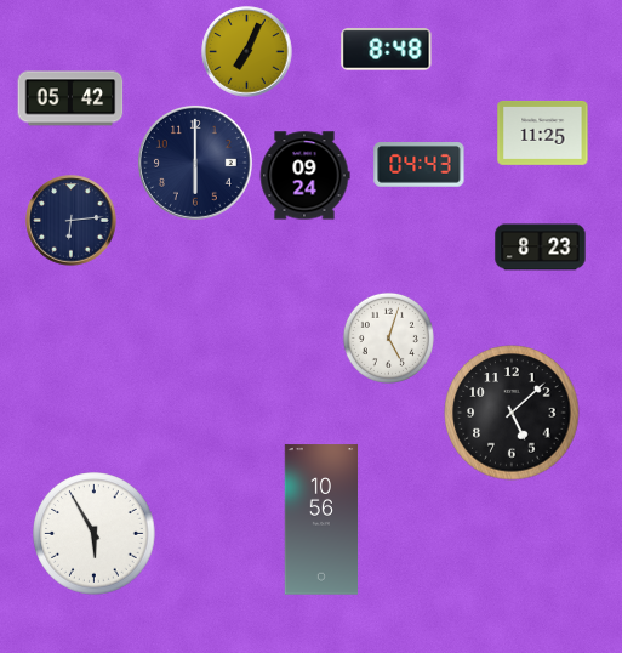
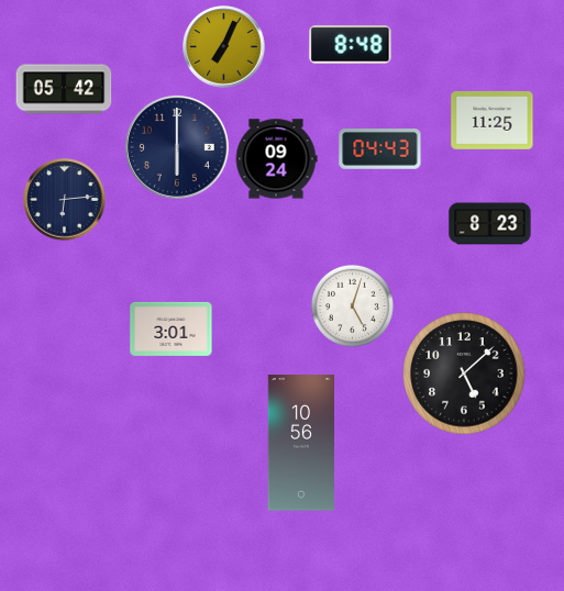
clock at (172, 328): none -> 3:01
clock at (320, 519) position: (320, 519) -> (300, 443)
clock at (95, 534): 5:55 -> none
